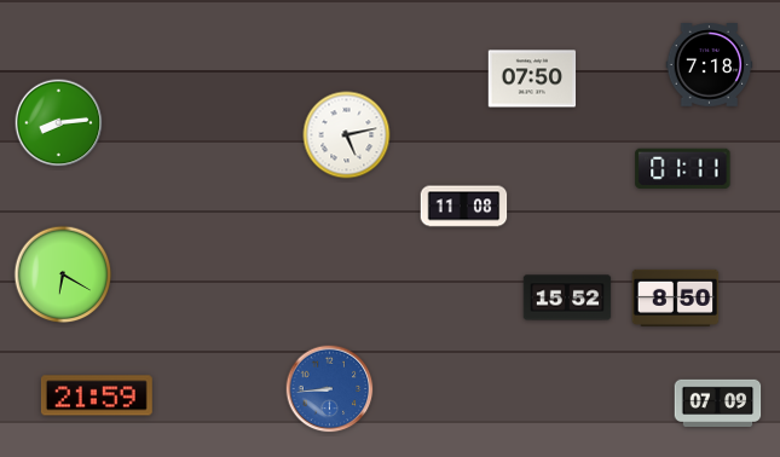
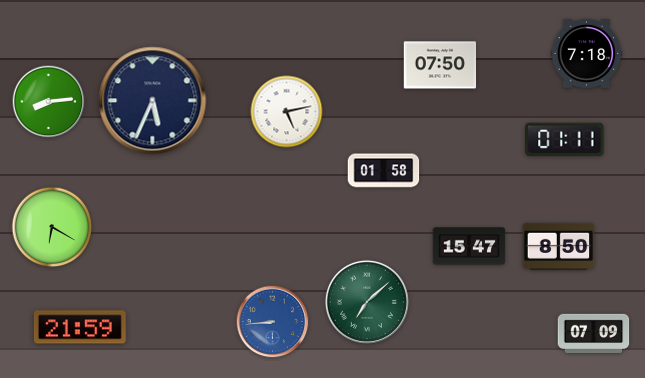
clock at (153, 101): none -> 5:34
clock at (464, 207): 11:08 -> 01:58
clock at (567, 297): 15:52 -> 15:47
clock at (367, 302): none -> 7:08
